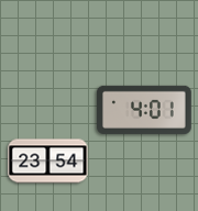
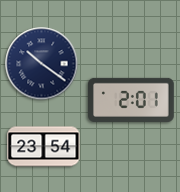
clock at (42, 64): none -> 10:21
clock at (145, 110): 4:01 -> 2:01
